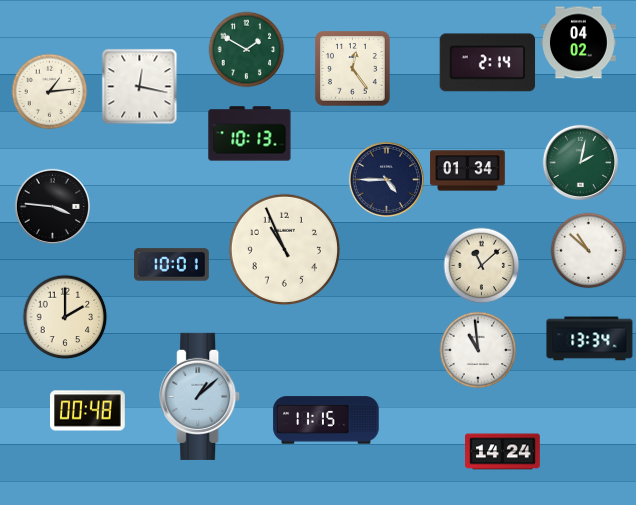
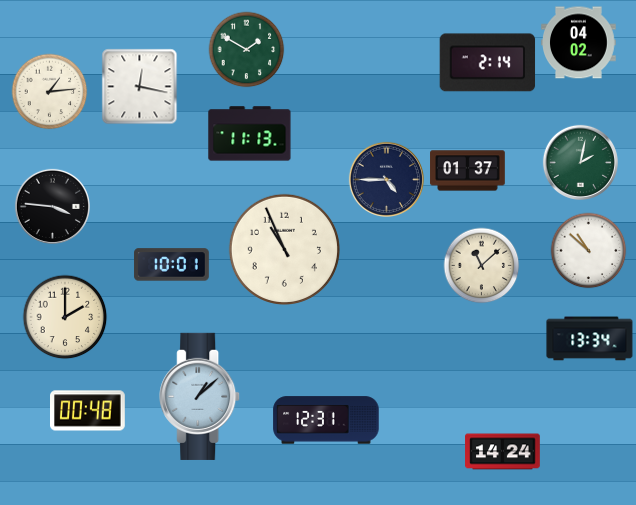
clock at (353, 69): 12:24 -> none
clock at (250, 134): 10:13 -> 11:13
clock at (468, 171): 01:34 -> 01:37
clock at (478, 350): 10:59 -> none
clock at (326, 420): 11:15 -> 12:31
